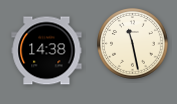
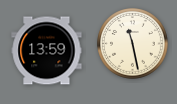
clock at (47, 51): 14:38 -> 13:59
